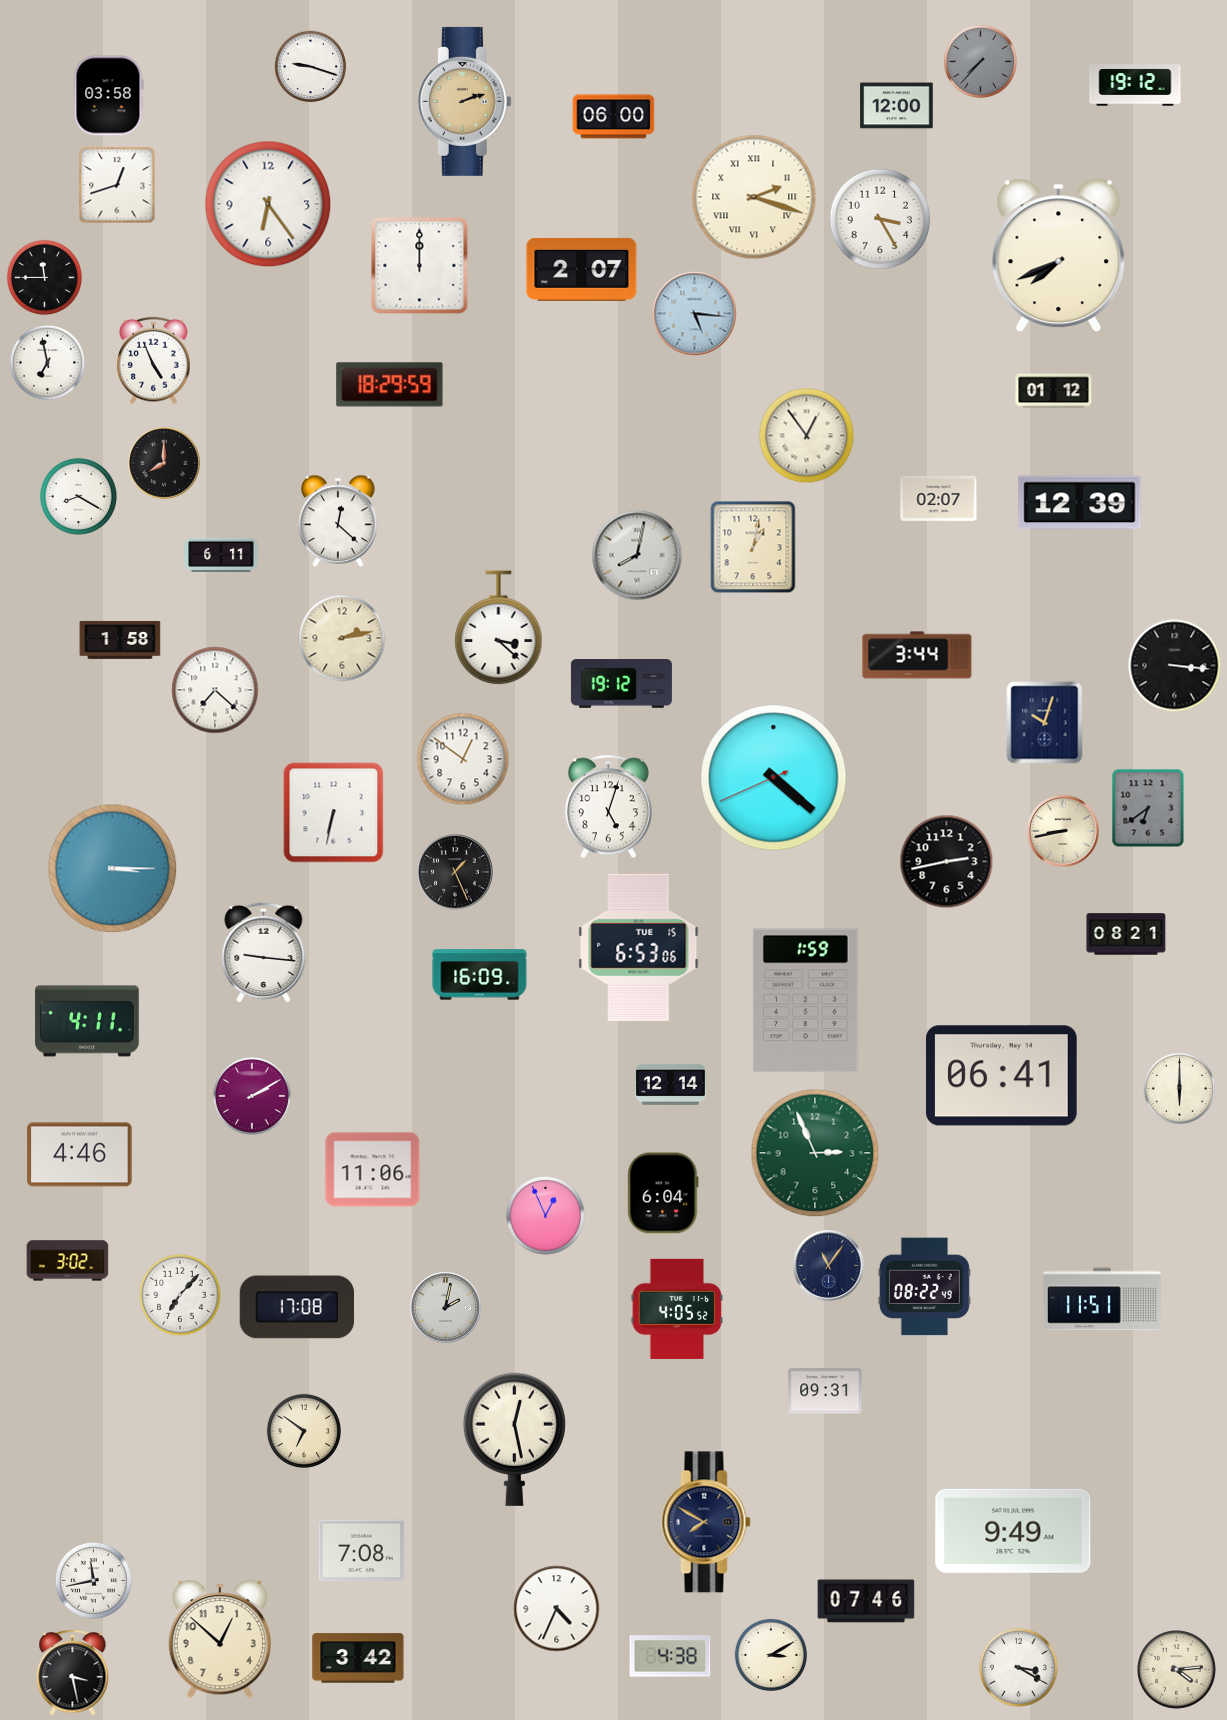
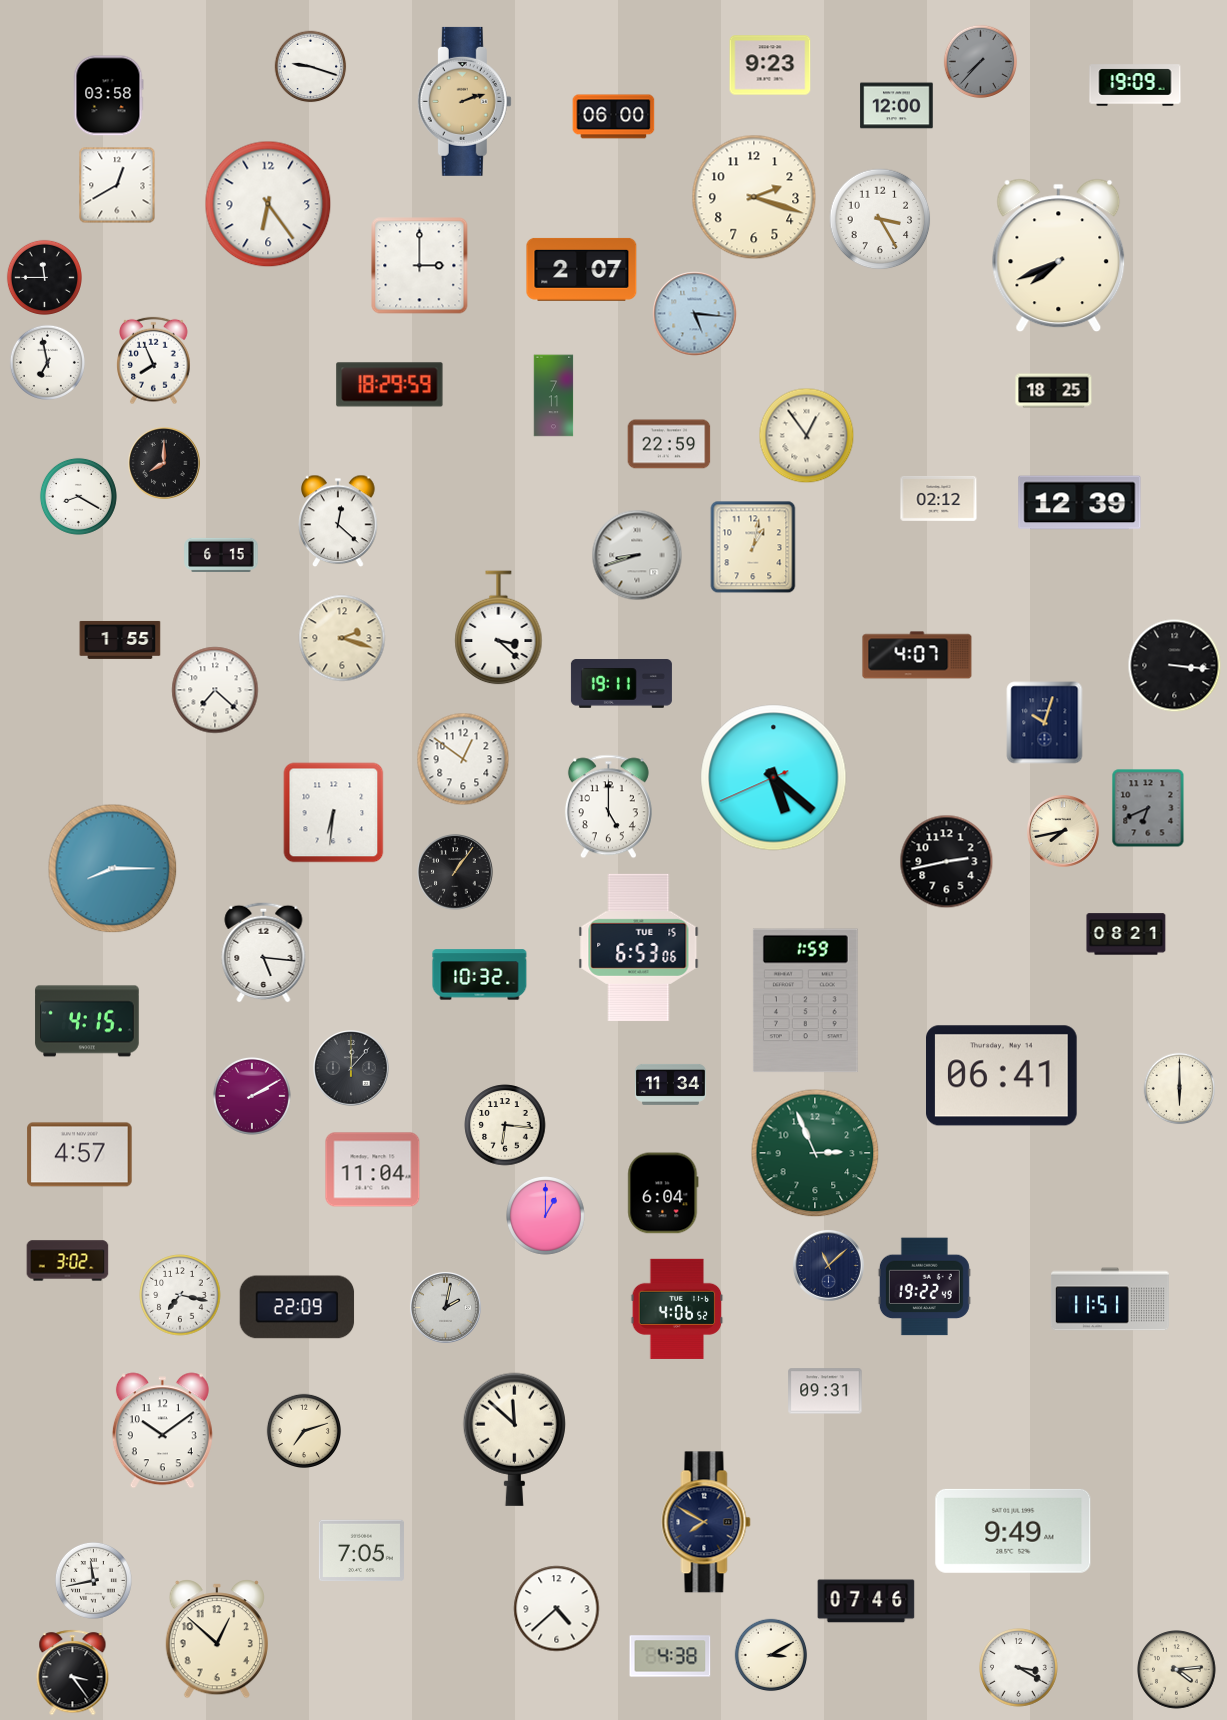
clock at (770, 65): none -> 9:23
clock at (1135, 85): 19:12 -> 19:09
clock at (117, 185): 12:42 -> 12:40
clock at (754, 197) numerals: Roman -> Arabic
clock at (420, 266): 12:00 -> 3:00
clock at (154, 361): 4:56 -> 7:56
clock at (1054, 391): 01:12 -> 18:25
clock at (554, 396): none -> 7:11
clock at (669, 444): none -> 22:59
clock at (939, 498): 02:07 -> 02:12
clock at (221, 555): 6:11 -> 6:15
clock at (637, 555): 8:02 -> 8:42
clock at (342, 638): 2:13 -> 2:18
clock at (120, 640): 1:58 -> 1:55
clock at (917, 655): 3:44 -> 4:07
clock at (621, 684): 19:12 -> 19:11
clock at (774, 778): 4:21 -> 5:21
clock at (608, 807): 5:03 -> 5:00
clock at (1148, 808): 6:39 -> 6:41
clock at (334, 813): 6:32 -> 6:31
clock at (1064, 832): 8:43 -> 7:43
clock at (113, 869): 3:15 -> 8:15
clock at (455, 872): 1:26 -> 1:06
clock at (264, 952): 9:16 -> 5:16
clock at (480, 975): 16:09 -> 10:32
clock at (87, 1021): 4:11 -> 4:15
clock at (351, 1068): none -> 12:07
clock at (670, 1084): 12:14 -> 11:34
clock at (505, 1125): none -> 6:16
clock at (80, 1155): 4:46 -> 4:57
clock at (373, 1170): 11:06 -> 11:04
clock at (546, 1216): 12:56 -> 1:00
clock at (828, 1265): 11:06 -> 11:08
clock at (924, 1287): 08:22 -> 19:22
clock at (180, 1295): 7:07 -> 7:17
clock at (1102, 1299) position: (1102, 1299) -> (1110, 1299)
clock at (297, 1307): 17:08 -> 22:09
clock at (677, 1309): 4:05 -> 4:06
clock at (303, 1430): 6:51 -> 7:12
clock at (162, 1431): none -> 10:09
clock at (514, 1439): 12:28 -> 11:52
clock at (361, 1551): 7:08 -> 7:05
clock at (557, 1609): 4:34 -> 4:38
clock at (220, 1639) position: (220, 1639) -> (217, 1639)
clock at (358, 1658): 3:42 -> none
clock at (73, 1673): 3:28 -> 3:24
